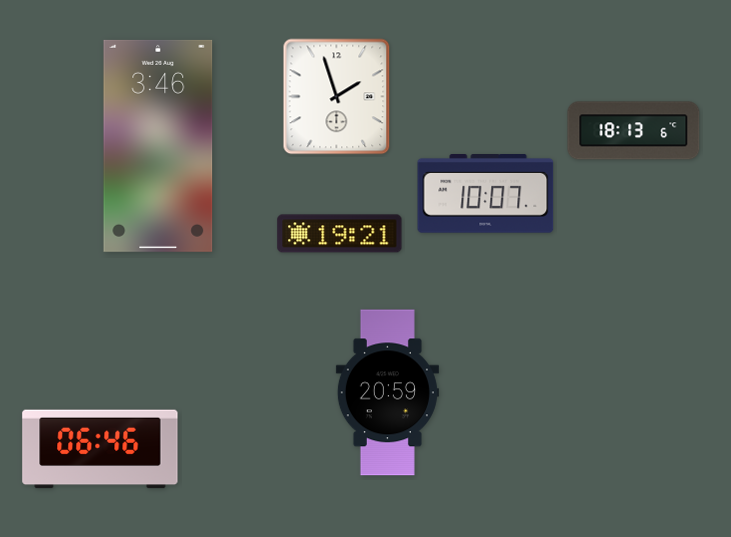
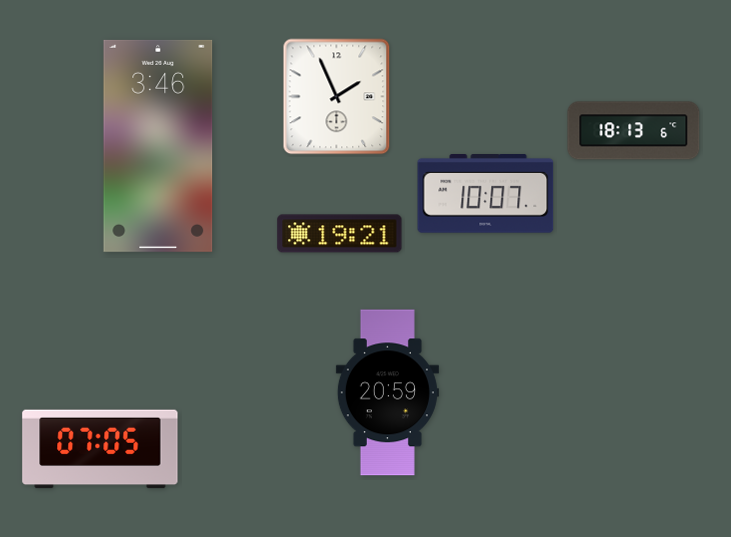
clock at (337, 97): 1:57 -> 1:56
clock at (100, 449): 06:46 -> 07:05
